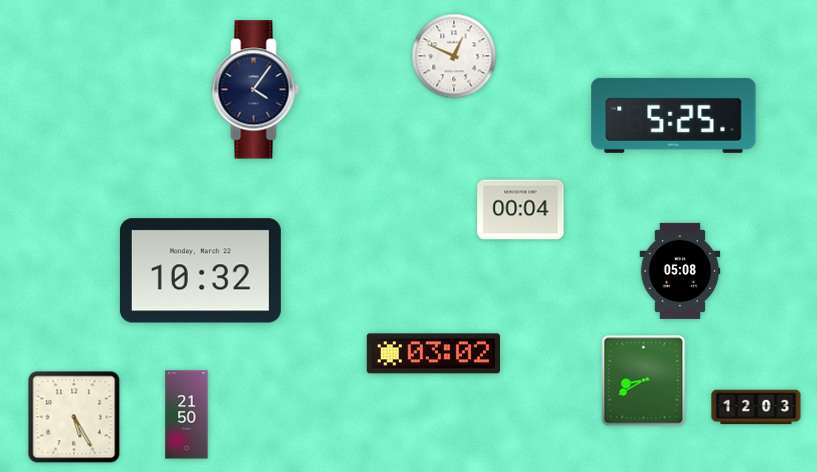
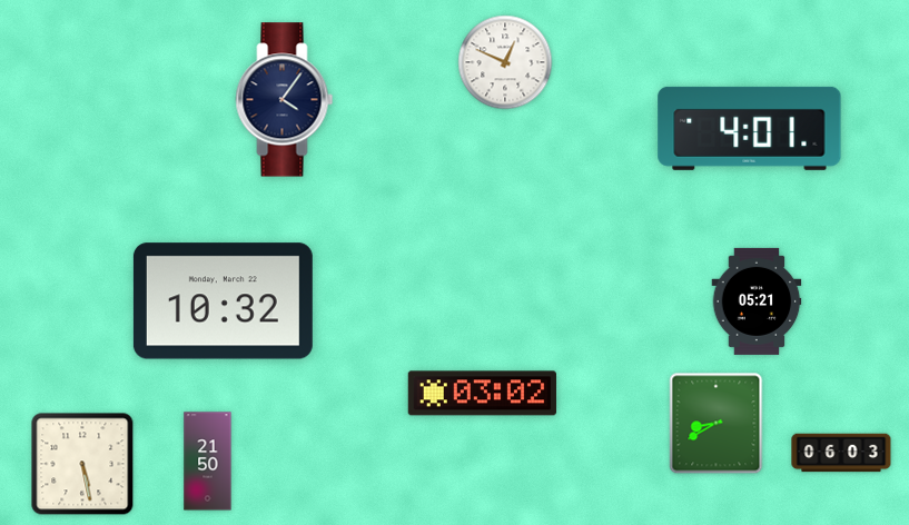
clock at (674, 115): 5:25 -> 4:01
clock at (521, 210): 00:04 -> none
clock at (680, 271): 05:08 -> 05:21
clock at (756, 407): 12:03 -> 06:03
clock at (74, 417): 5:25 -> 5:28
